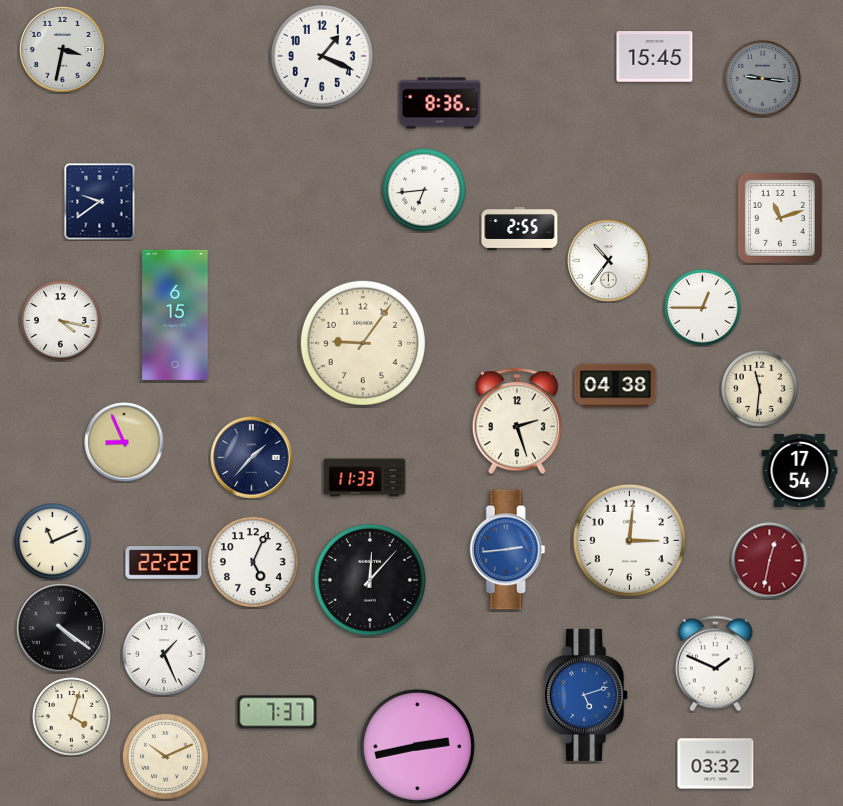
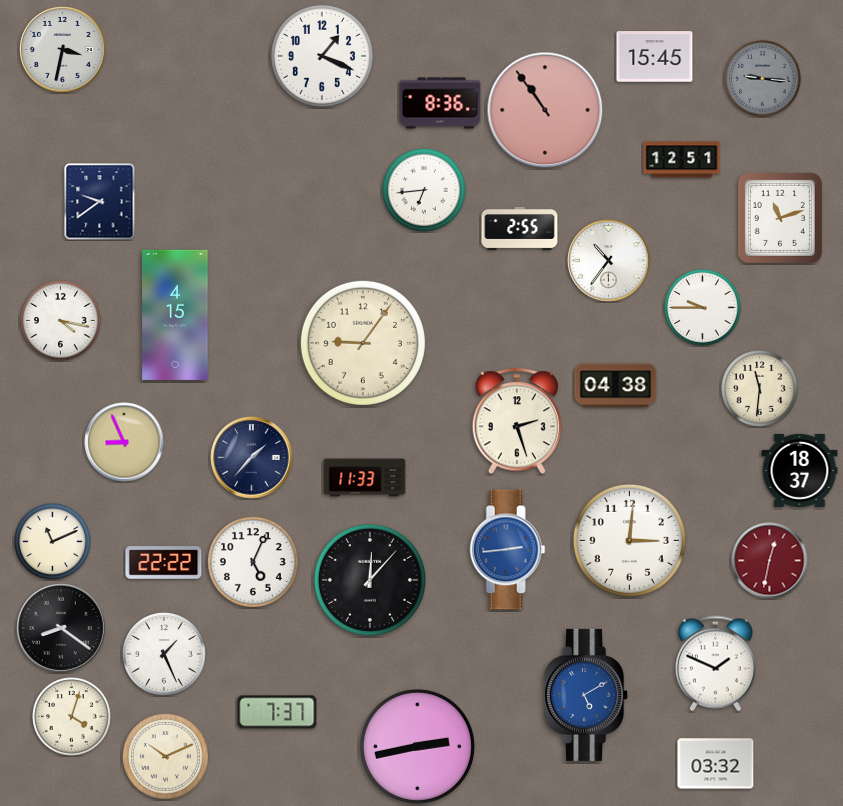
clock at (545, 110): none -> 10:54
clock at (682, 160): none -> 12:51
clock at (703, 308): 12:45 -> 9:45
clock at (175, 315): 6:15 -> 4:15
clock at (800, 470): 17:54 -> 18:37
clock at (62, 629): 4:21 -> 8:21
clock at (587, 695): 5:12 -> 5:10
